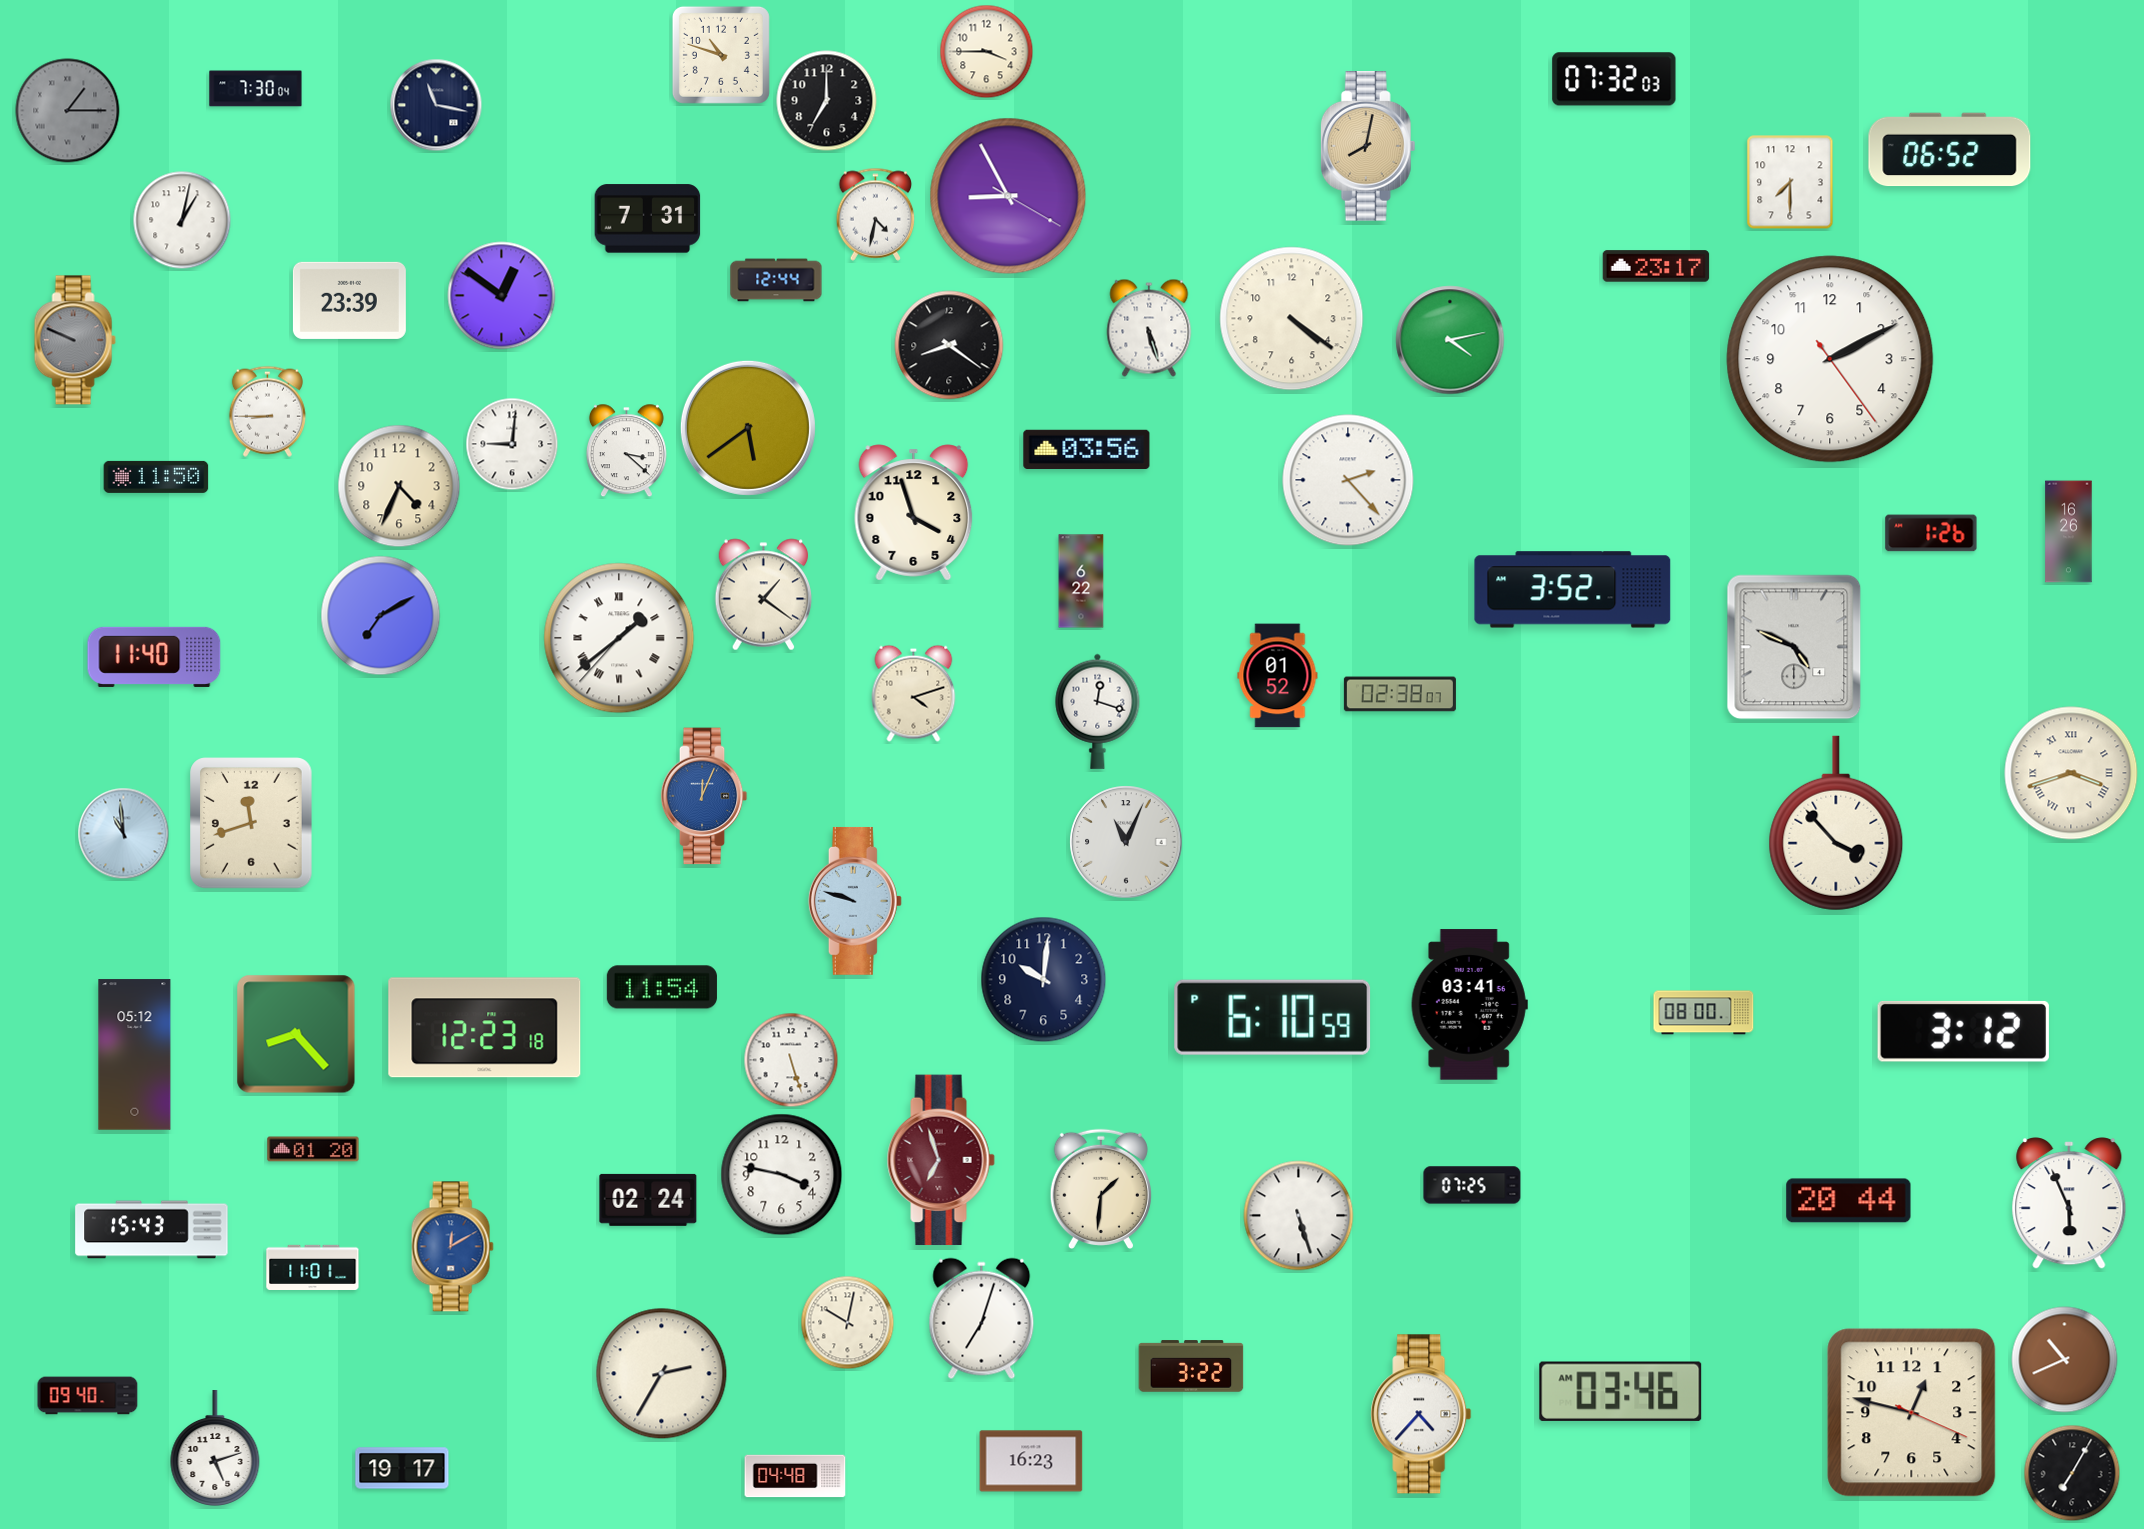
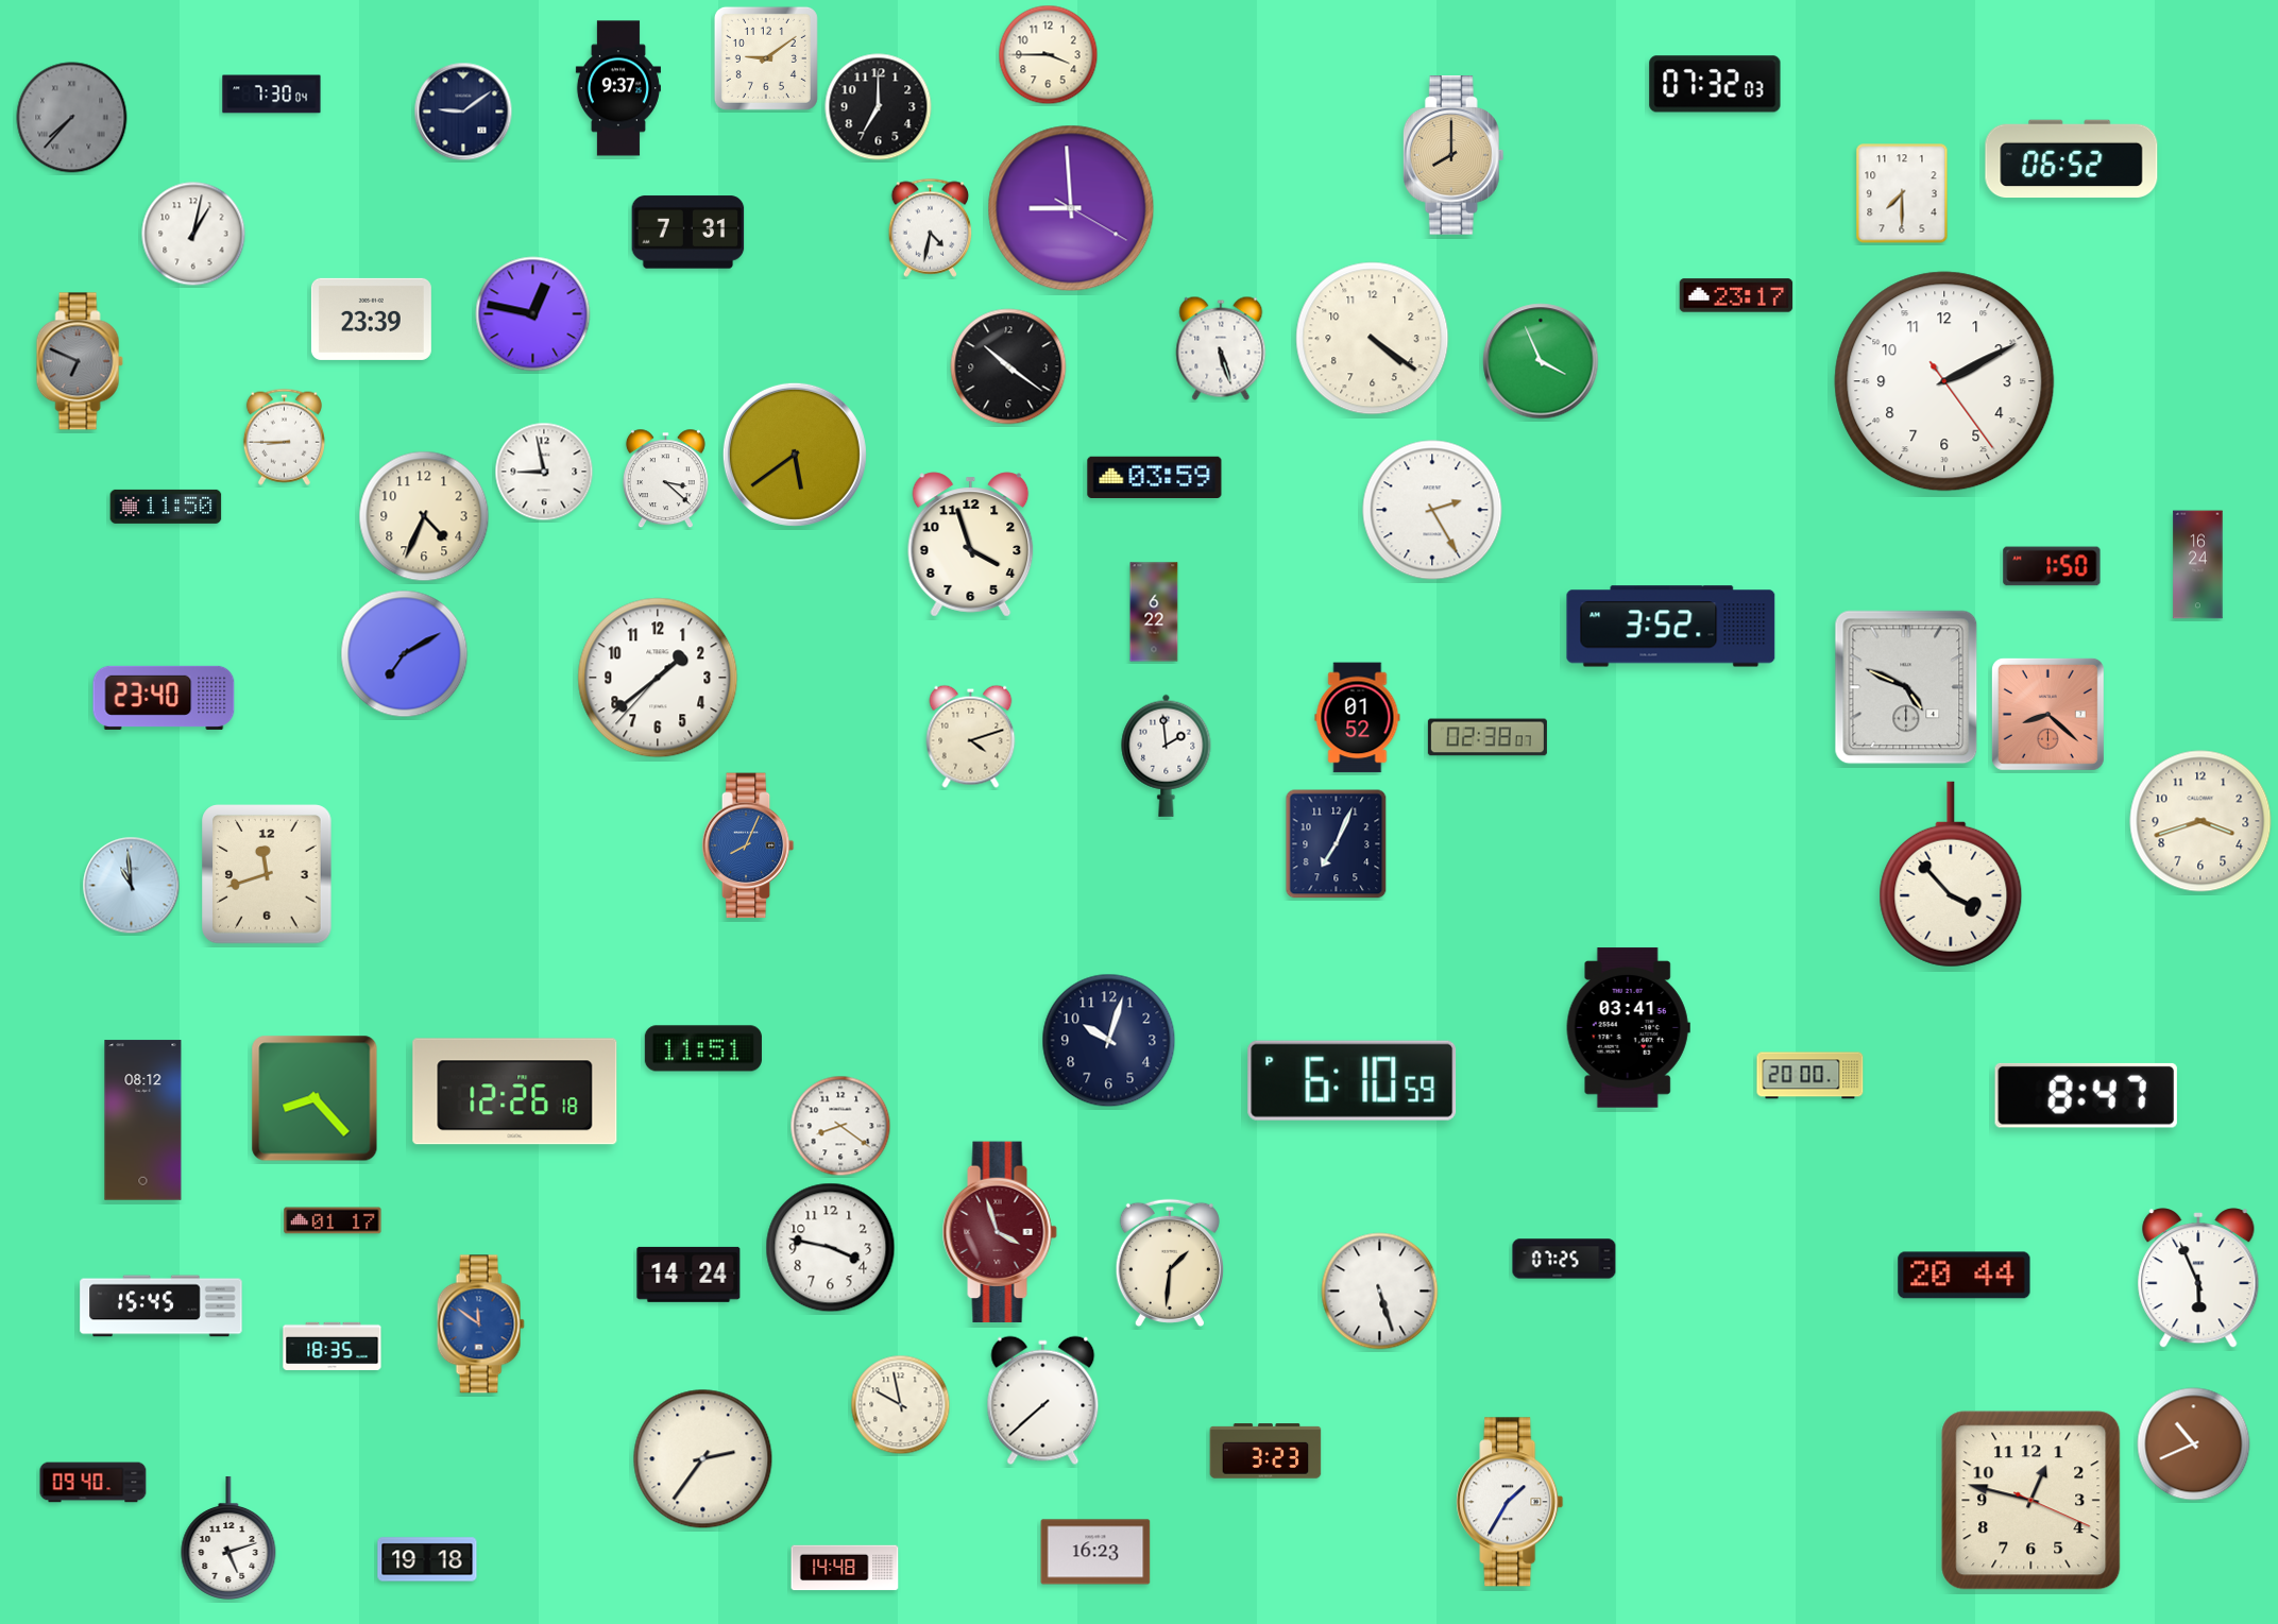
clock at (721, 55): 10:48 -> 9:09
clock at (618, 88): none -> 9:37
clock at (436, 105): 11:17 -> 9:09
clock at (68, 111): 1:15 -> 7:37
clock at (1368, 147): 8:02 -> 8:00
clock at (1008, 196): 8:55 -> 8:59
clock at (1656, 266) position: (1656, 266) -> (1736, 295)
clock at (776, 280): 12:44 -> none
clock at (502, 296): 12:51 -> 12:47
clock at (75, 340): 9:49 -> 6:49
clock at (1450, 340): 4:13 -> 3:56
clock at (949, 345): 8:21 -> 10:21
clock at (512, 444): 9:01 -> 8:58
clock at (1087, 449): 03:56 -> 03:59
clock at (1348, 480): 2:23 -> 2:25
clock at (2069, 532): 16:26 -> 16:24
clock at (1931, 533): 1:26 -> 1:50
clock at (1081, 581) position: (1081, 581) -> (1154, 612)
clock at (763, 595): 1:21 -> none
clock at (619, 638) numerals: Roman -> Arabic
clock at (154, 657): 11:40 -> 23:40
clock at (2047, 714): none -> 8:22
clock at (1098, 711): 12:18 -> 1:59
clock at (2071, 773) numerals: Roman -> Arabic
clock at (1337, 844): none -> 7:04
clock at (704, 796): 12:04 -> 8:04
clock at (1126, 842): 11:04 -> none
clock at (855, 901): 9:48 -> none
clock at (1044, 980): 10:01 -> 10:03
clock at (662, 987): 11:54 -> 11:51
clock at (1469, 1005) position: (1469, 1005) -> (1628, 1028)
clock at (1704, 1013): 08:00 -> 20:00
clock at (485, 1028): 12:23 -> 12:26
clock at (1963, 1031): 3:12 -> 8:47
clock at (135, 1055): 05:12 -> 08:12
clock at (791, 1060): 5:27 -> 8:21
clock at (313, 1149): 01:20 -> 01:17
clock at (941, 1160): 6:57 -> 3:57
clock at (648, 1200): 02:24 -> 14:24
clock at (152, 1230): 15:43 -> 15:45
clock at (452, 1247): 12:10 -> 11:51
clock at (313, 1267): 11:01 -> 18:35
clock at (982, 1319): 7:03 -> 7:38
clock at (848, 1323): 10:02 -> 9:58
clock at (1191, 1366): 3:22 -> 3:23
clock at (662, 1374): 2:35 -> 2:36
clock at (1621, 1391): 03:46 -> none
clock at (1421, 1414): 4:37 -> 1:35
clock at (402, 1468): 19:17 -> 19:18
clock at (2072, 1473): 7:05 -> none
clock at (795, 1476): 04:48 -> 14:48
